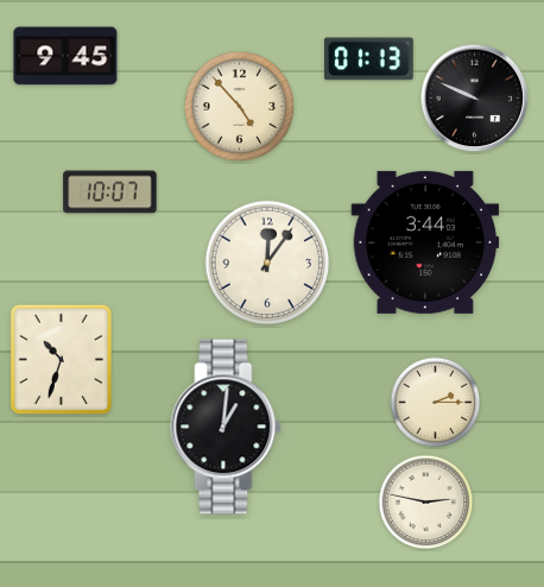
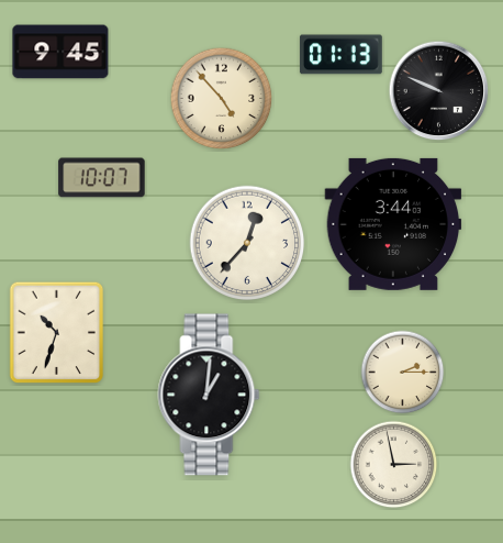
clock at (267, 263): 12:06 -> 12:37
clock at (426, 503): 2:47 -> 2:58
